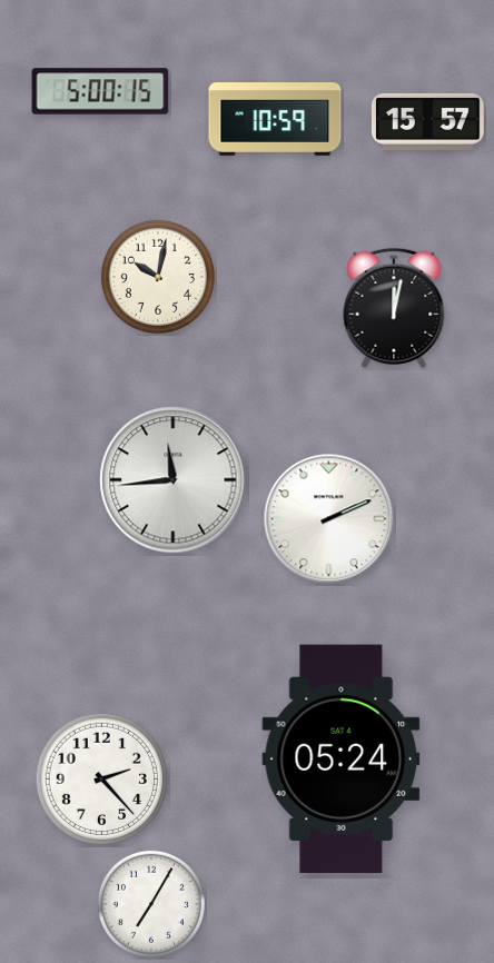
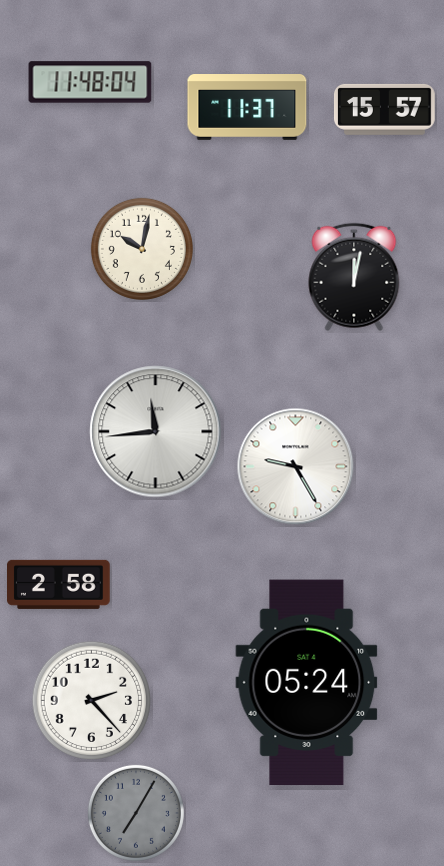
clock at (100, 91): 5:00 -> 11:48
clock at (275, 120): 10:59 -> 11:37
clock at (329, 519): 2:11 -> 9:25
clock at (59, 584): none -> 2:58
clock at (151, 904) dial: white -> grey
